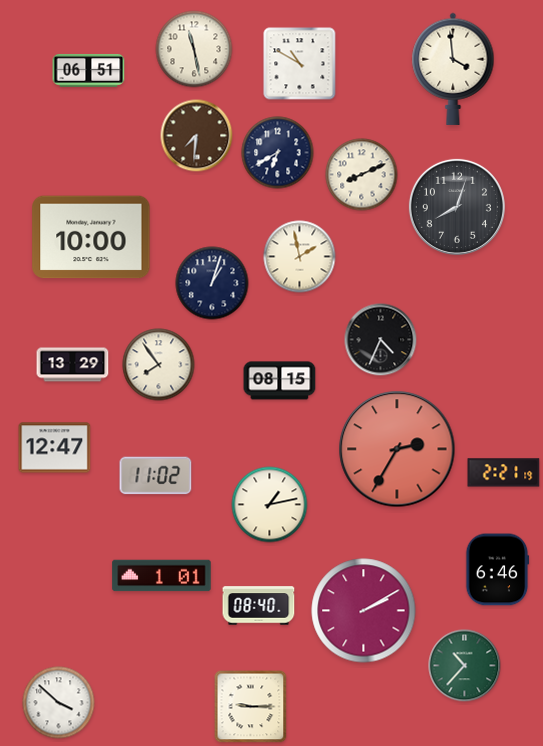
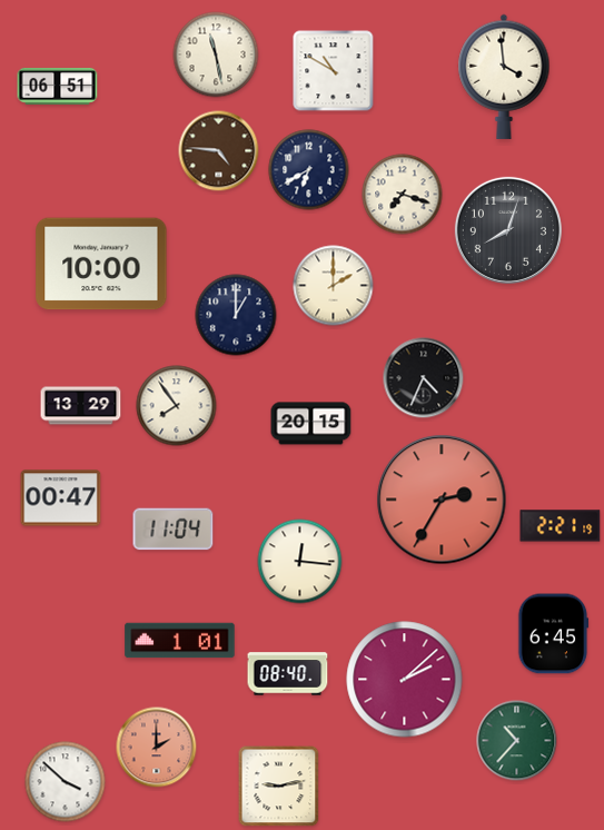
clock at (89, 70) position: (89, 70) -> (58, 86)
clock at (197, 136): 7:31 -> 4:46
clock at (362, 175): 8:11 -> 7:18
clock at (300, 257): 1:58 -> 2:00
clock at (212, 283): 1:03 -> 1:00
clock at (280, 381): 08:15 -> 20:15
clock at (55, 448): 12:47 -> 00:47
clock at (156, 476): 11:02 -> 11:04
clock at (270, 505): 1:13 -> 12:16
clock at (497, 570): 6:46 -> 6:45
clock at (364, 611): 2:10 -> 2:08
clock at (157, 748): none -> 2:00
clock at (251, 707): 9:15 -> 9:13
